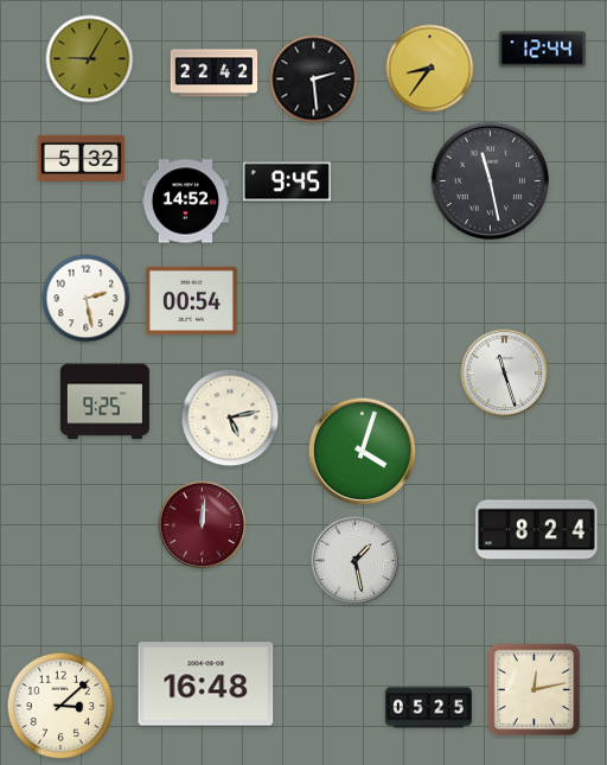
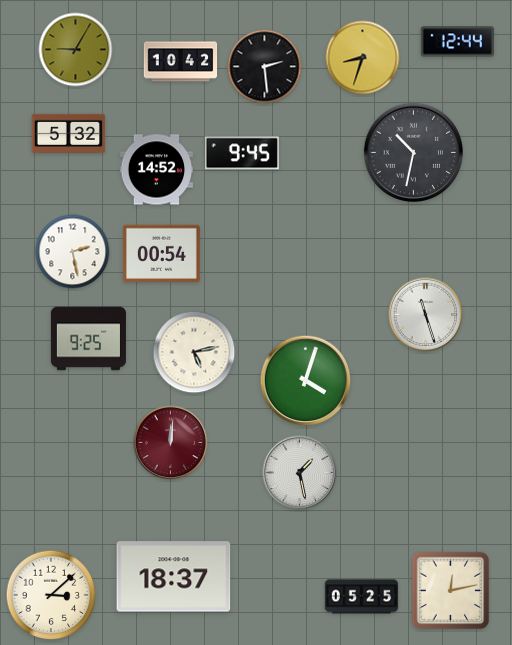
clock at (430, 69): 8:36 -> 8:33
clock at (215, 74): 22:42 -> 10:42
clock at (490, 180): 11:28 -> 10:32
clock at (537, 530): 8:24 -> none
clock at (206, 684): 16:48 -> 18:37
clock at (535, 690) position: (535, 690) -> (451, 591)
